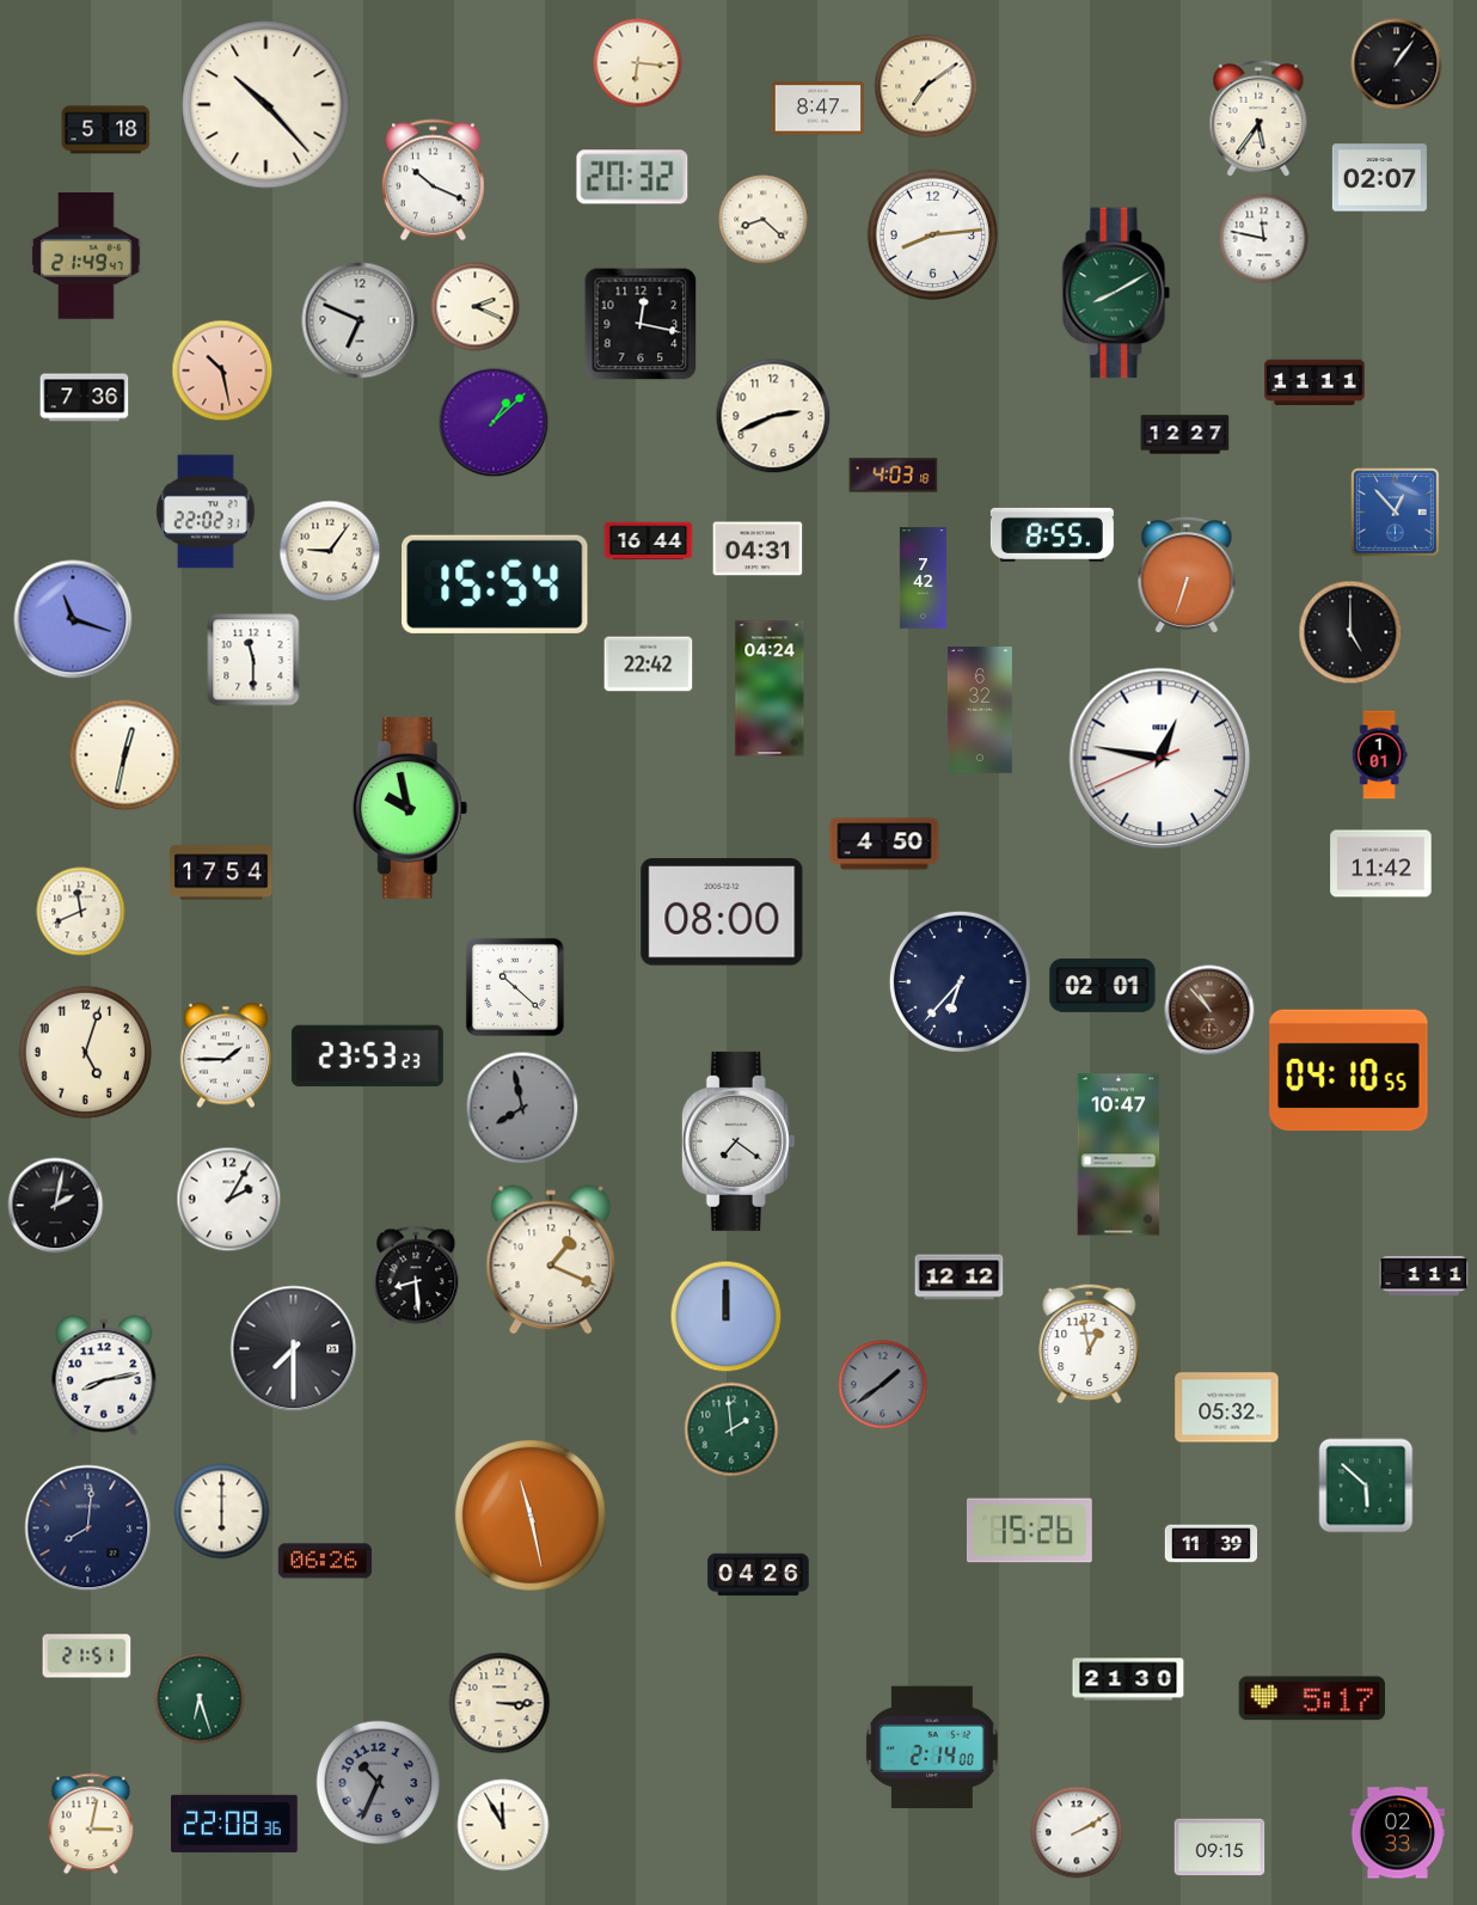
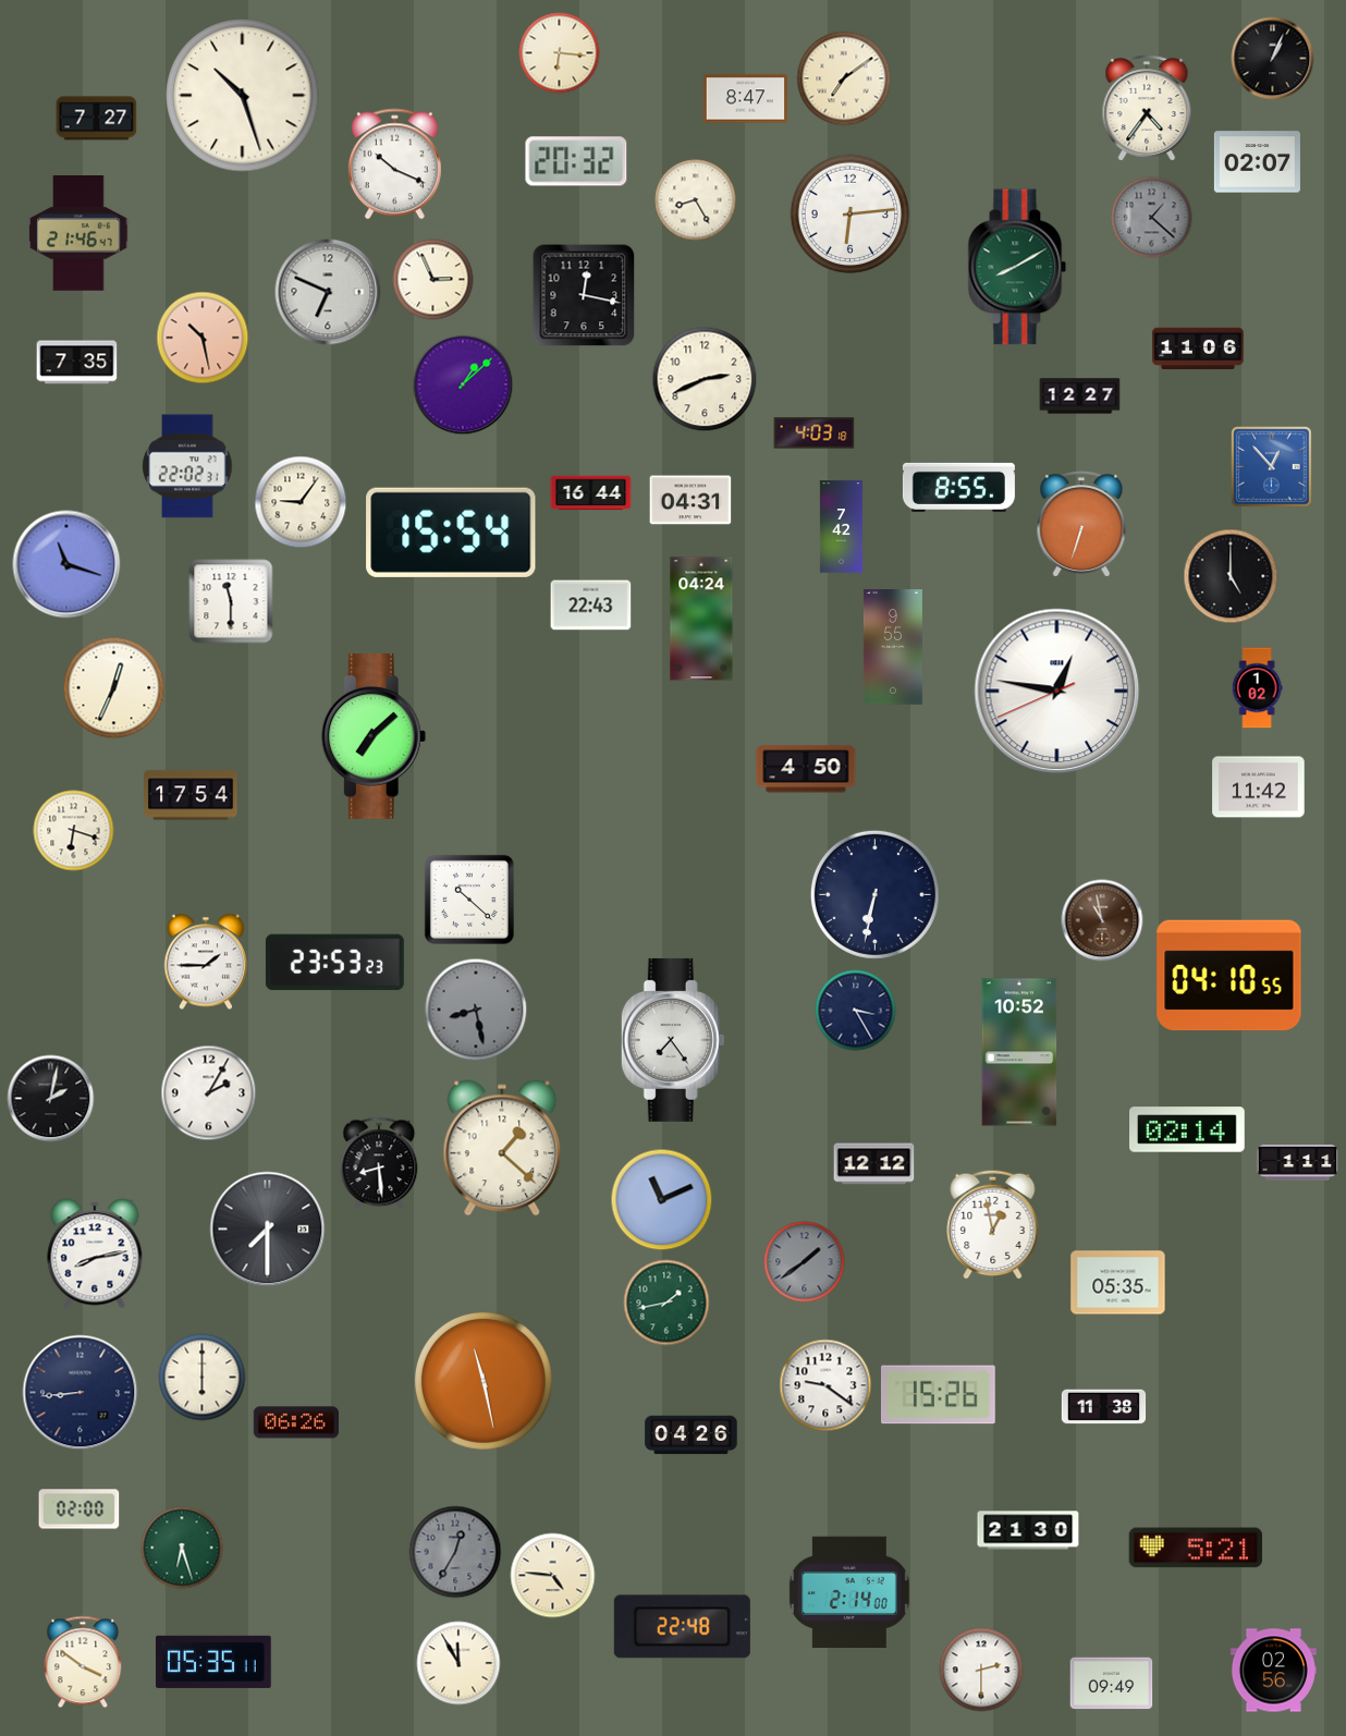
clock at (638, 63) position: (638, 63) -> (560, 53)
clock at (1397, 65): 1:06 -> 1:04
clock at (266, 105): 10:23 -> 10:27
clock at (1258, 120): 5:36 -> 4:36
clock at (106, 130): 5:18 -> 7:27
clock at (764, 220): 8:22 -> 8:25
clock at (932, 234): 8:14 -> 6:14
clock at (1264, 239): 11:47 -> 1:22
clock at (1264, 239) dial: white -> grey
clock at (86, 257): 21:49 -> 21:46
clock at (476, 307): 2:19 -> 2:56
clock at (1314, 382): 11:11 -> 11:06
clock at (85, 398): 7:36 -> 7:35
clock at (494, 422) position: (494, 422) -> (463, 384)
clock at (649, 664): 22:42 -> 22:43
clock at (770, 688) position: (770, 688) -> (701, 619)
clock at (980, 710): 6:32 -> 9:55
clock at (125, 755): 12:32 -> 12:34
clock at (1379, 755): 1:01 -> 1:02
clock at (410, 809): 9:58 -> 7:08
clock at (221, 872) position: (221, 872) -> (191, 795)
clock at (81, 912): 11:41 -> 6:18
clock at (722, 912): 08:00 -> none
clock at (960, 981): 6:37 -> 6:32
clock at (1103, 986): 02:01 -> none
clock at (1209, 1010): 10:53 -> 10:58
clock at (85, 1052): 5:03 -> none
clock at (522, 1108): 7:58 -> 8:28
clock at (856, 1011): none -> 3:25
clock at (739, 1141): 7:21 -> 7:24
clock at (1119, 1154): 10:47 -> 10:52
clock at (1187, 1129): none -> 02:14
clock at (551, 1260): 1:19 -> 1:22
clock at (727, 1317): 12:00 -> 11:11
clock at (1227, 1408): 05:32 -> 05:35
clock at (731, 1429): 1:59 -> 1:43
clock at (1366, 1486): 5:52 -> none
clock at (825, 1385): none -> 9:21
clock at (88, 1529): 8:01 -> 8:44
clock at (1212, 1544): 11:39 -> 11:38
clock at (87, 1656): 21:51 -> 02:00
clock at (1311, 1698): 5:17 -> 5:21
clock at (500, 1703): 3:15 -> 12:35
clock at (500, 1703) dial: cream -> grey
clock at (553, 1576): none -> 4:46
clock at (379, 1783): 10:34 -> none
clock at (682, 1627): none -> 22:48
clock at (91, 1824): 3:02 -> 3:51
clock at (234, 1824): 22:08 -> 05:35
clock at (1077, 1832): 2:10 -> 2:30
clock at (1397, 1833): 02:33 -> 02:56
clock at (1220, 1848): 09:15 -> 09:49
